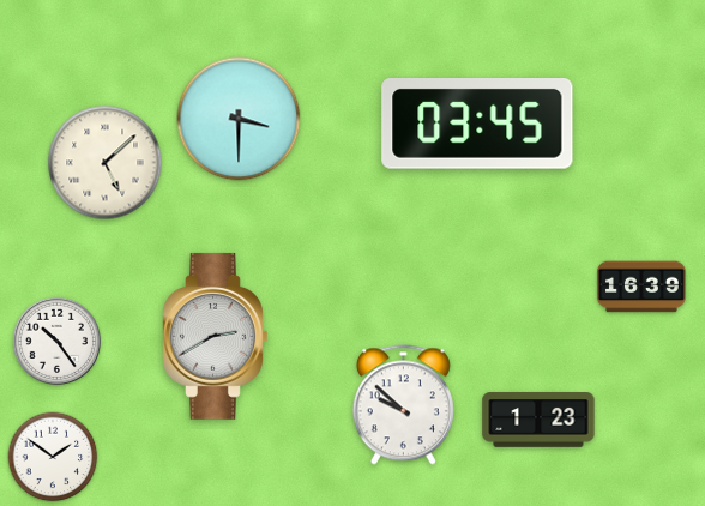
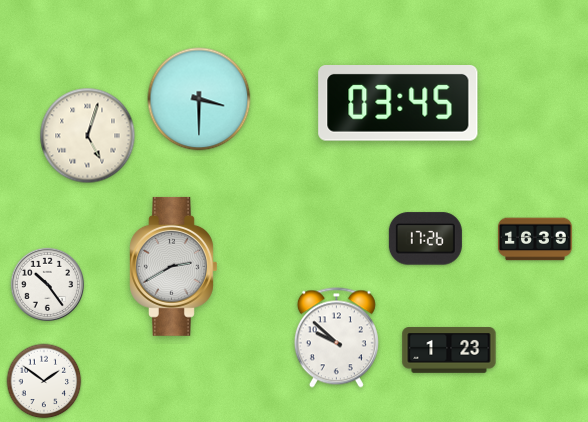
clock at (106, 163): 5:08 -> 5:03
clock at (425, 239): none -> 17:26
clock at (216, 336) position: (216, 336) -> (174, 266)
